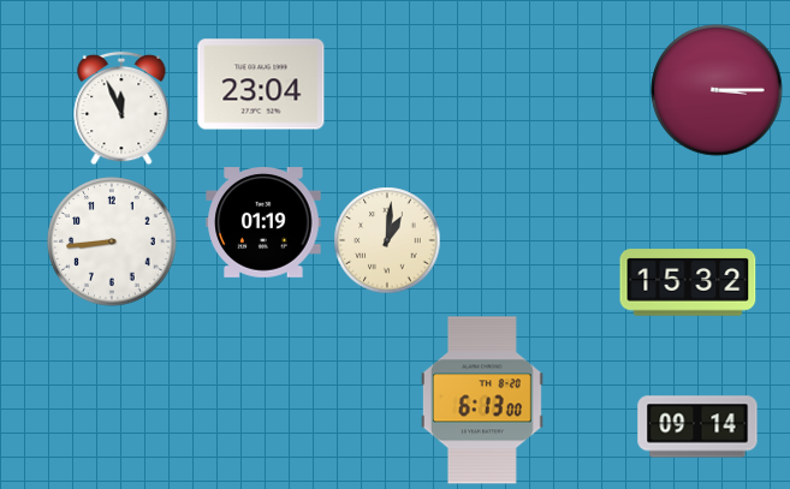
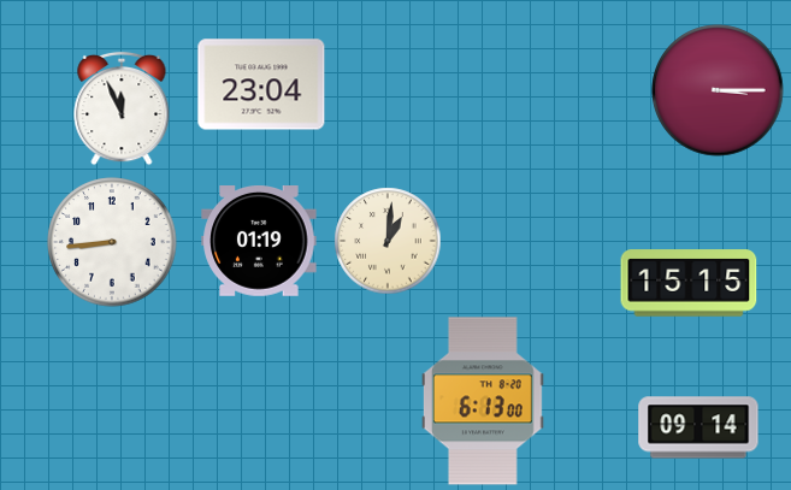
clock at (263, 223) position: (263, 223) -> (259, 242)
clock at (688, 282): 15:32 -> 15:15
